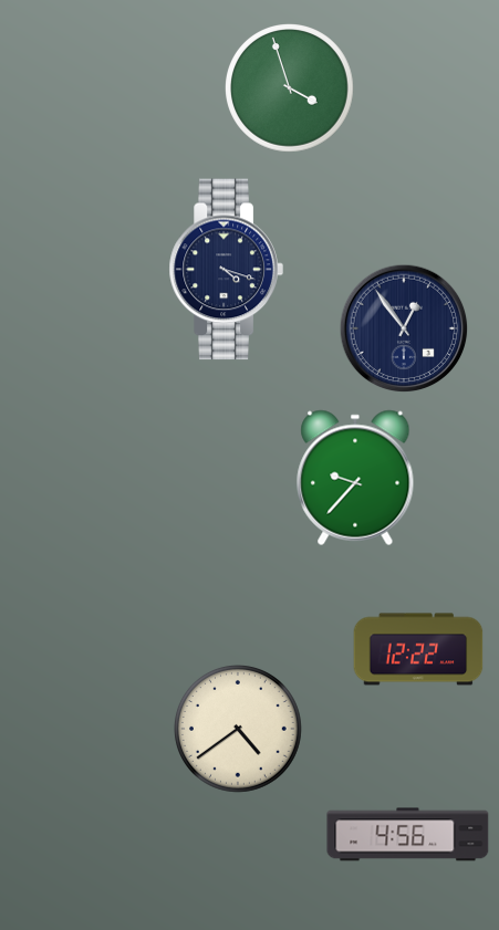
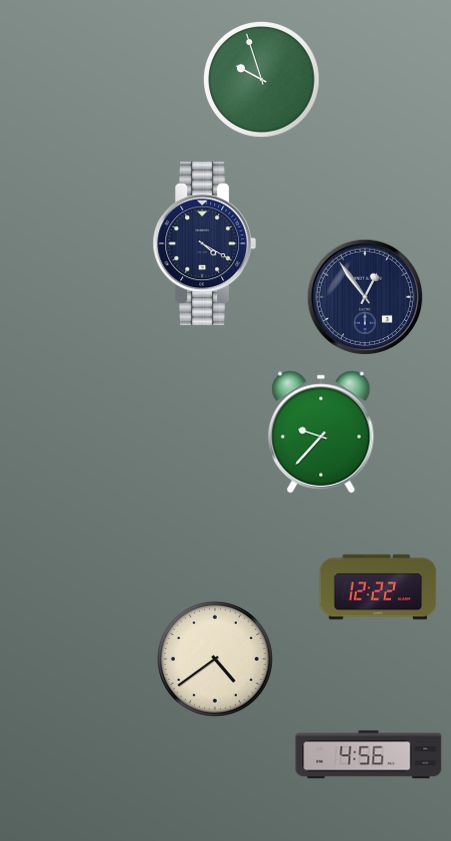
clock at (290, 88): 3:57 -> 9:57
clock at (226, 270): 4:18 -> 4:20
